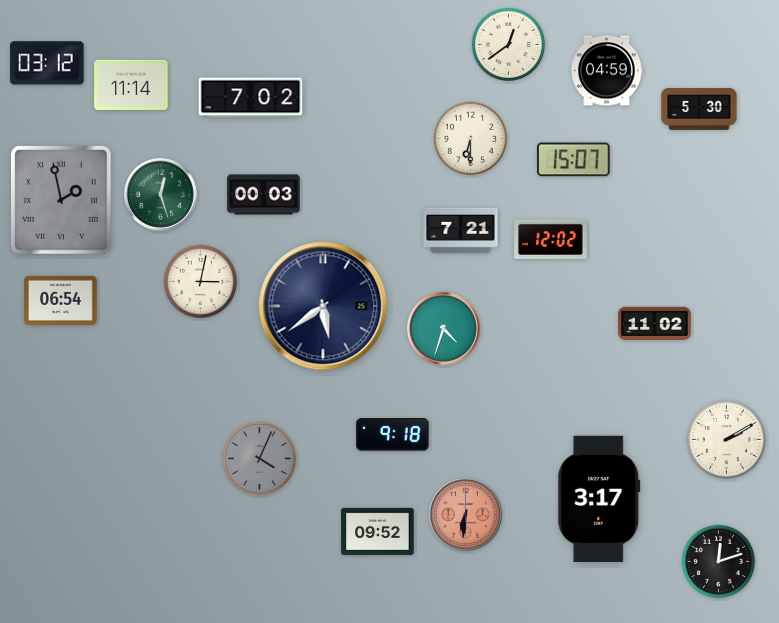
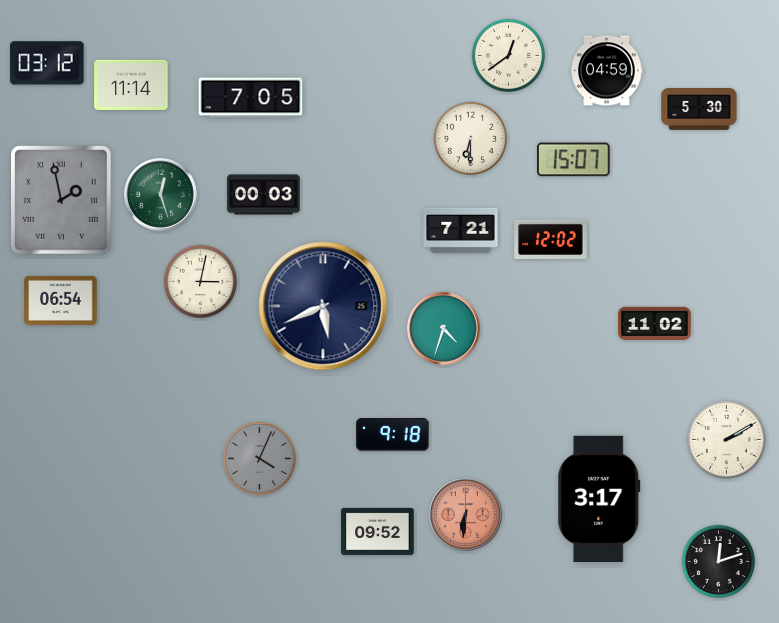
clock at (508, 44) position: (508, 44) -> (508, 55)
clock at (251, 98): 7:02 -> 7:05
clock at (323, 306): 5:39 -> 5:41
